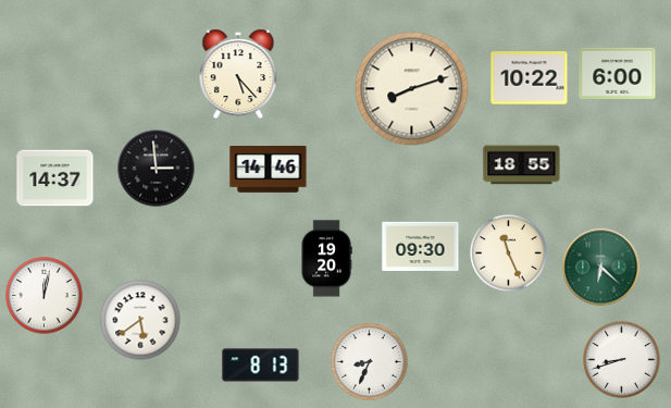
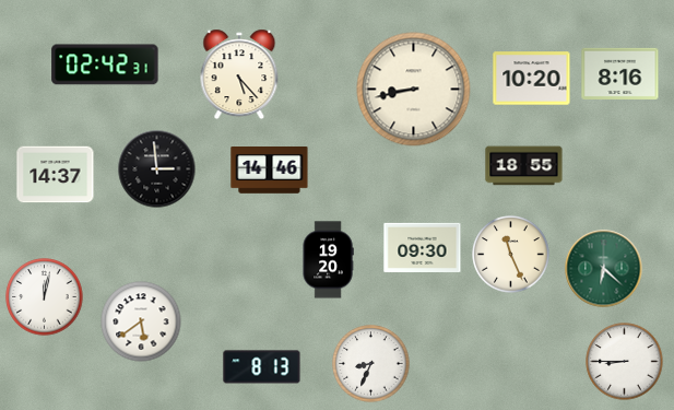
clock at (105, 65): none -> 02:42
clock at (618, 73): 6:00 -> 8:16
clock at (530, 78): 10:22 -> 10:20
clock at (412, 89): 8:12 -> 8:43
clock at (55, 178) position: (55, 178) -> (56, 175)
clock at (622, 360): 8:42 -> 8:45
